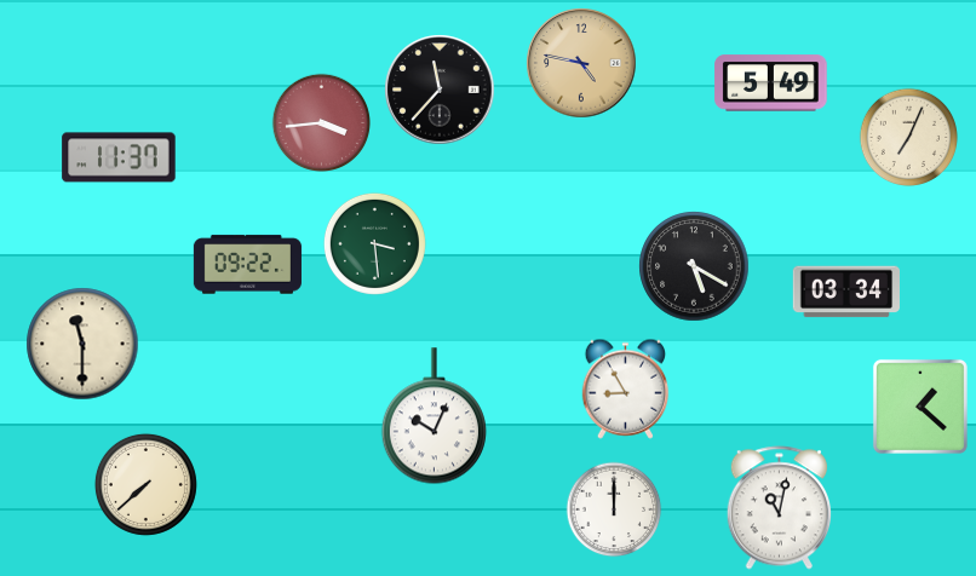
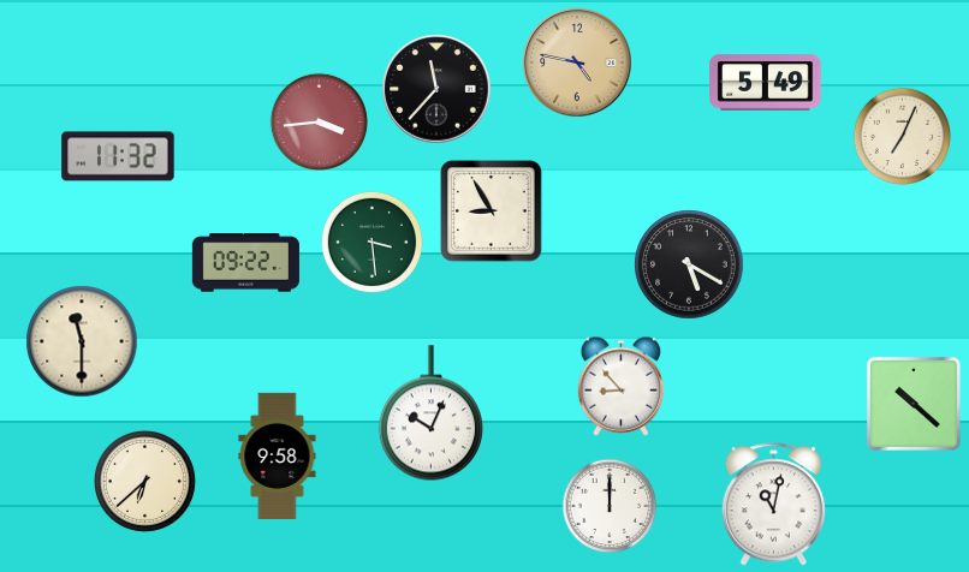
clock at (119, 157): 11:37 -> 11:32
clock at (492, 211): none -> 8:55
clock at (845, 292): 03:34 -> none
clock at (626, 388): 8:55 -> 8:53
clock at (920, 407): 1:22 -> 10:22
clock at (278, 455): none -> 9:58
clock at (145, 484): 7:38 -> 6:38
